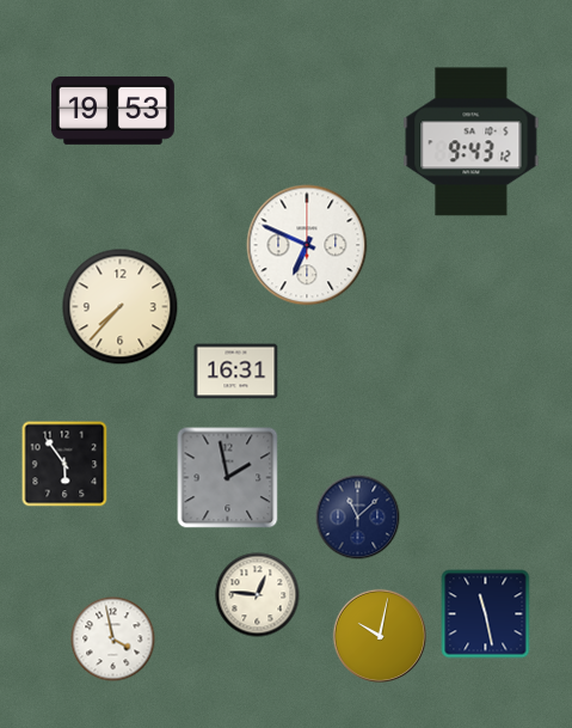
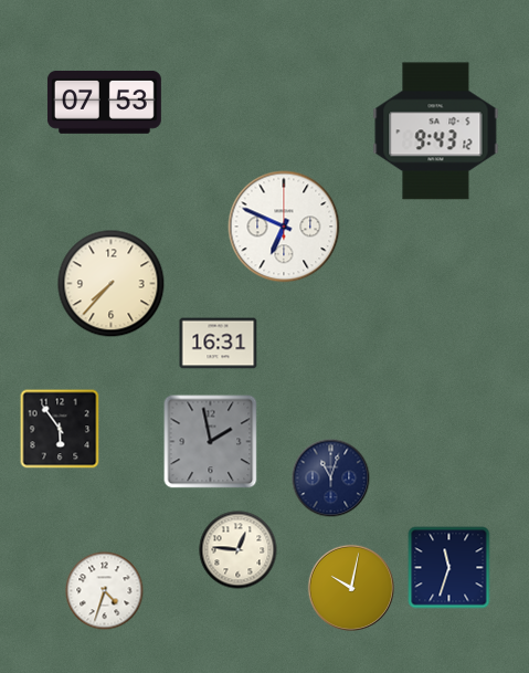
clock at (112, 110): 19:53 -> 07:53
clock at (358, 518): 11:08 -> 11:03
clock at (486, 614): 11:28 -> 11:33
clock at (113, 640): 3:58 -> 4:33
